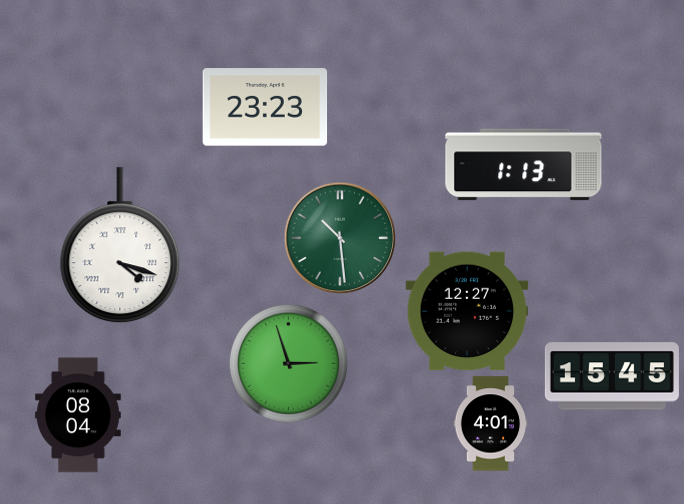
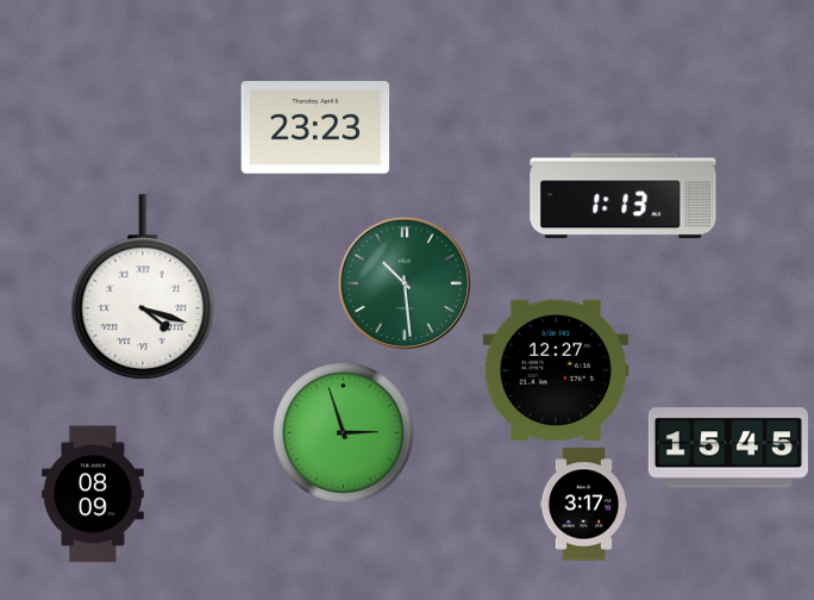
clock at (120, 246) position: (120, 246) -> (143, 288)
clock at (79, 415): 08:04 -> 08:09
clock at (491, 424): 4:01 -> 3:17
